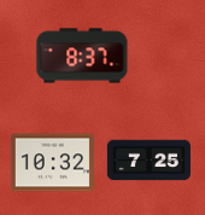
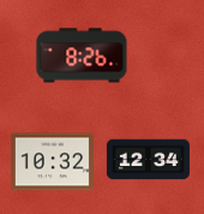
clock at (82, 56): 8:37 -> 8:26
clock at (148, 161): 7:25 -> 12:34
